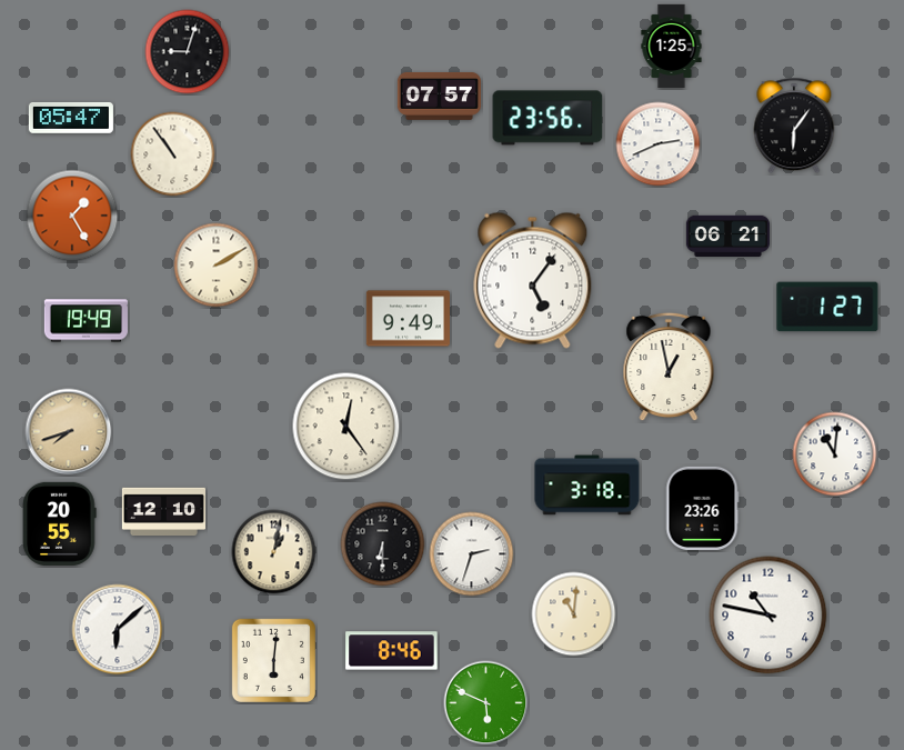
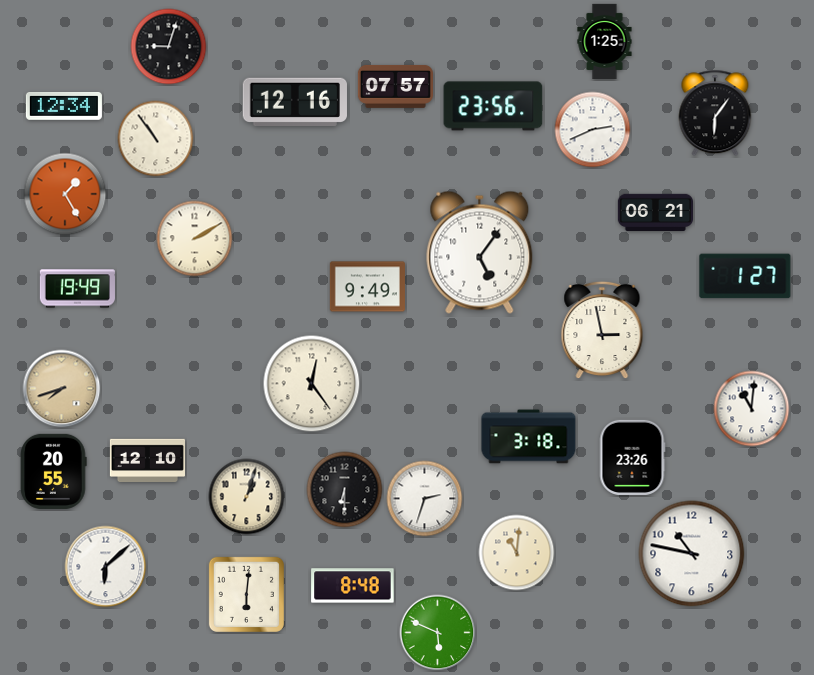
clock at (294, 101): none -> 12:16
clock at (71, 118): 05:47 -> 12:34
clock at (669, 367): 12:58 -> 2:58
clock at (274, 552): 1:02 -> 1:03
clock at (392, 651): 8:46 -> 8:48
